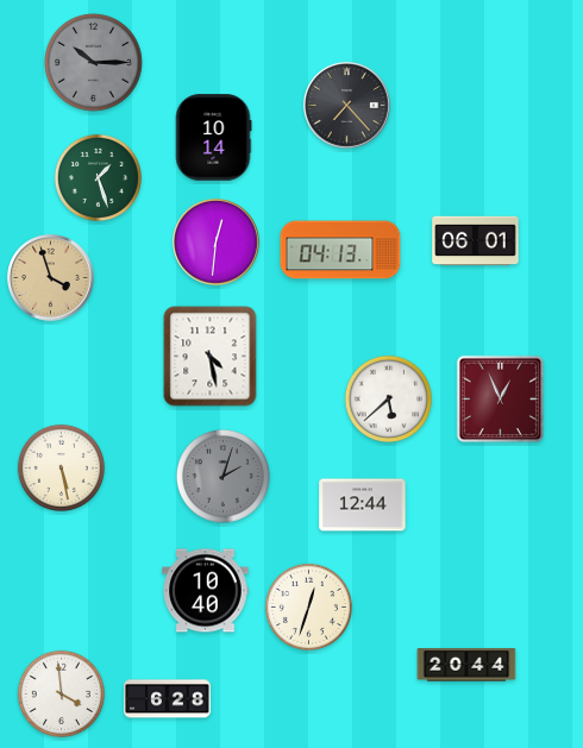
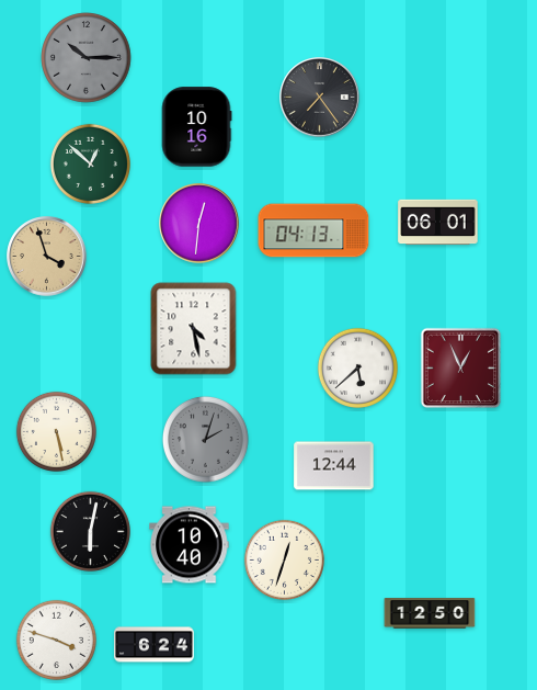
clock at (347, 106): 7:23 -> 7:24
clock at (213, 138): 10:14 -> 10:16
clock at (98, 177): 1:27 -> 12:52
clock at (90, 531): none -> 6:02
clock at (466, 665): 20:44 -> 12:50
clock at (61, 693): 3:59 -> 3:48
clock at (168, 699): 6:28 -> 6:24
